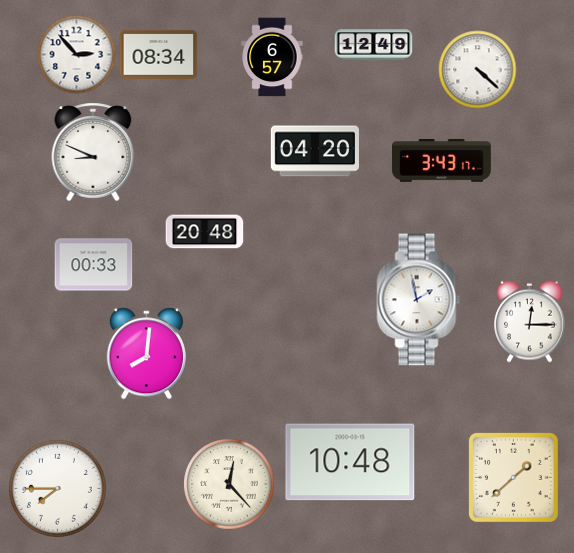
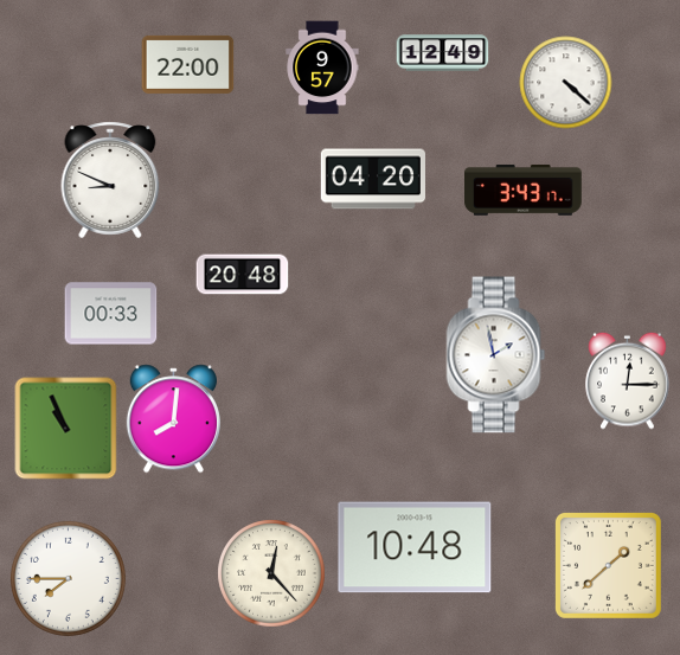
clock at (76, 54): 2:53 -> none
clock at (158, 54): 08:34 -> 22:00
clock at (272, 57): 6:57 -> 9:57
clock at (65, 428): none -> 10:56
